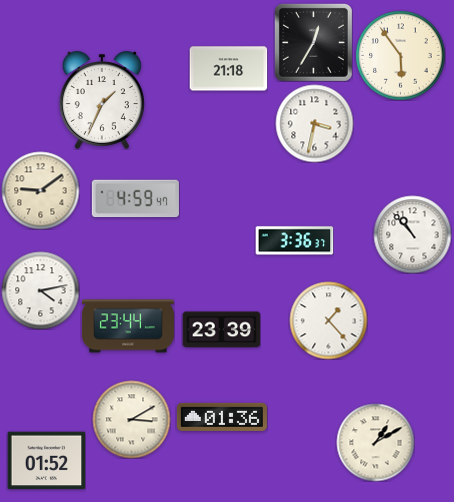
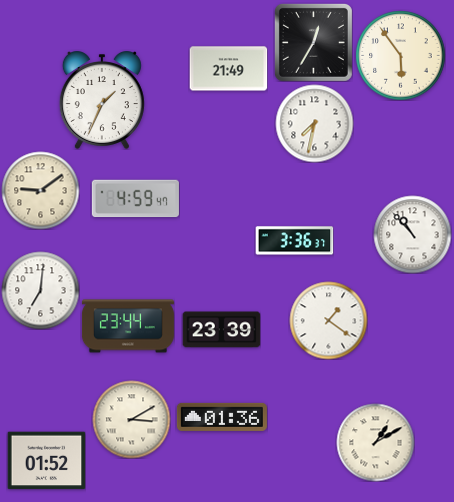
clock at (228, 69): 21:18 -> 21:49
clock at (314, 123): 3:32 -> 7:32
clock at (40, 290): 4:13 -> 7:01
clock at (328, 320): 1:23 -> 1:21
